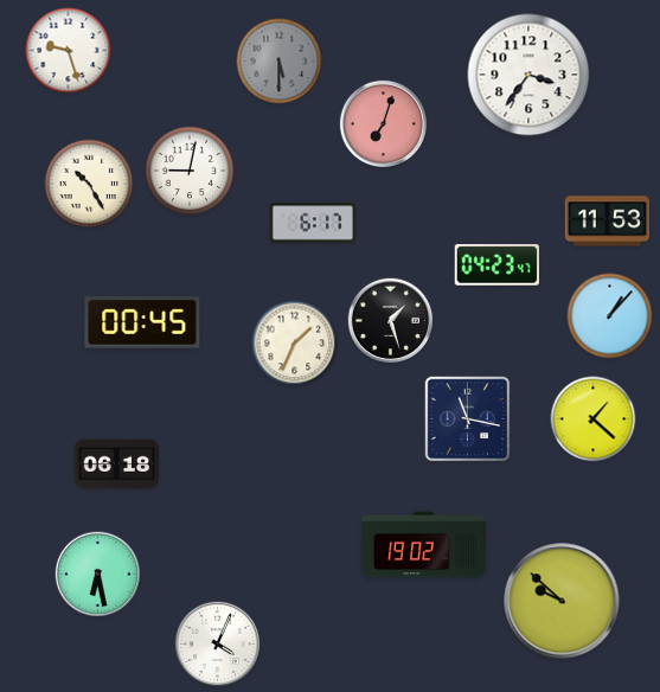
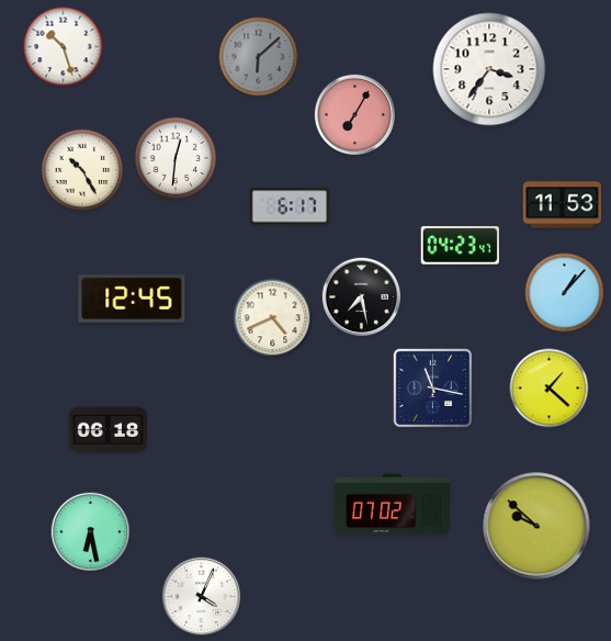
clock at (69, 51): 9:27 -> 10:27
clock at (280, 62): 5:30 -> 6:08
clock at (383, 123): 7:03 -> 7:05
clock at (190, 171): 9:02 -> 12:31
clock at (391, 321): 1:27 -> 7:28
clock at (142, 322): 00:45 -> 12:45
clock at (295, 344): 1:34 -> 4:41
clock at (423, 545): 19:02 -> 07:02
clock at (562, 601) position: (562, 601) -> (536, 526)
